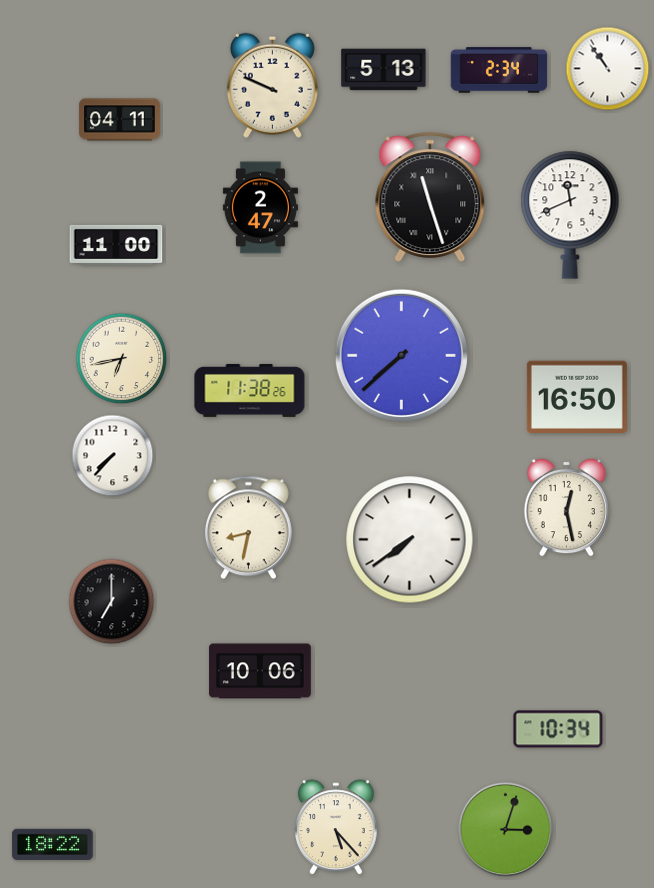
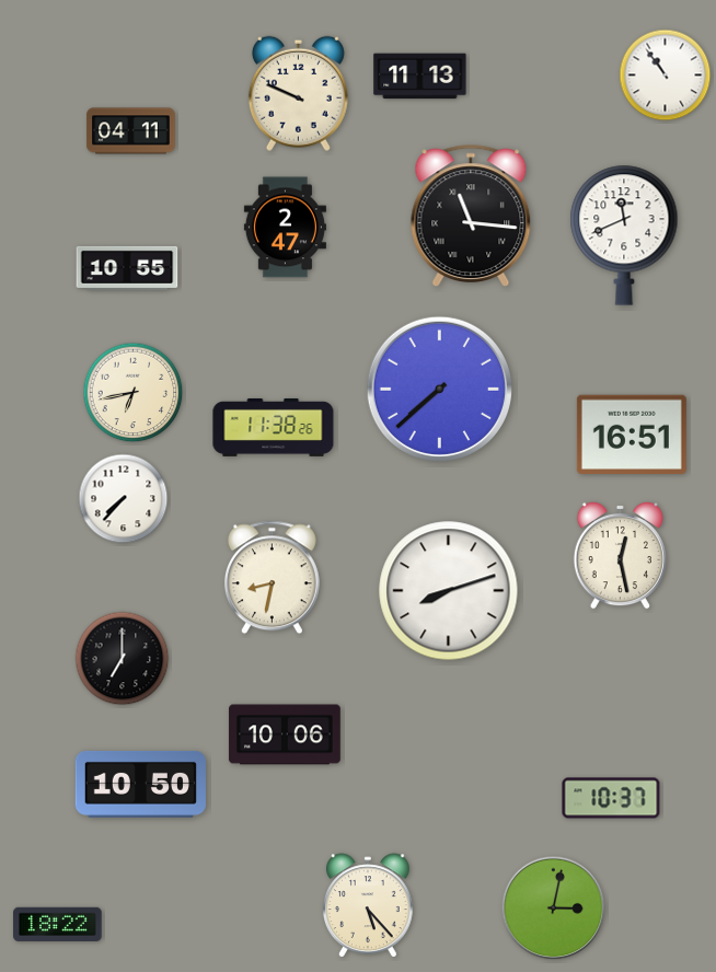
clock at (384, 70): 5:13 -> 11:13
clock at (499, 70): 2:34 -> none
clock at (430, 197): 11:27 -> 11:16
clock at (116, 245): 11:00 -> 10:55
clock at (577, 396): 16:50 -> 16:51
clock at (410, 540): 7:39 -> 8:12
clock at (140, 784): none -> 10:50
clock at (558, 729): 10:34 -> 10:37
clock at (506, 830): 3:03 -> 3:02
